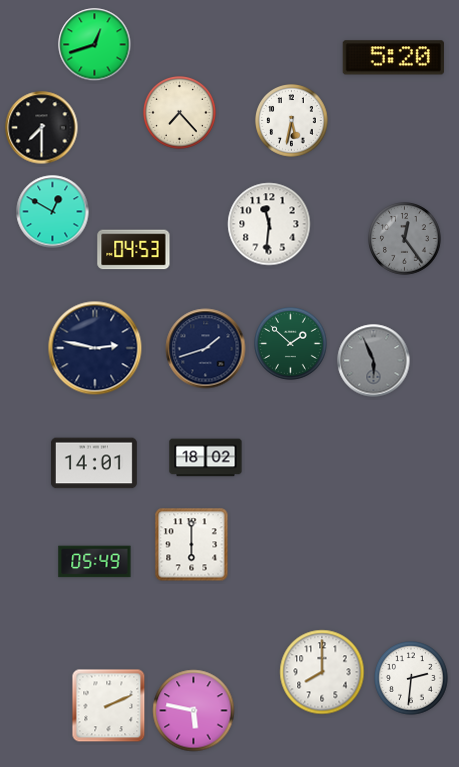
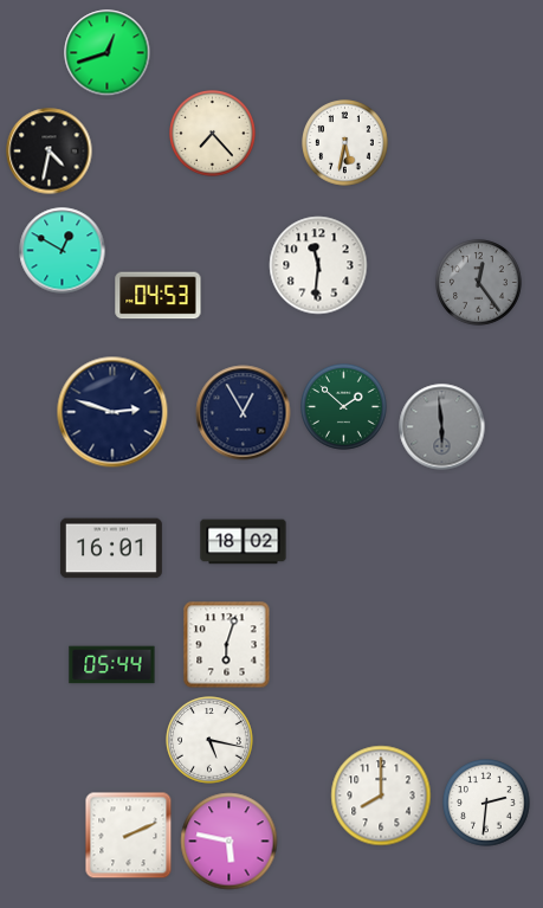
clock at (95, 45) position: (95, 45) -> (108, 53)
clock at (393, 58): 5:20 -> none
clock at (42, 128): 7:30 -> 4:32
clock at (95, 348): 2:47 -> 2:48
clock at (206, 349): 1:42 -> 12:55
clock at (374, 361): 5:56 -> 5:59
clock at (94, 463): 14:01 -> 16:01
clock at (192, 545): 6:00 -> 6:03
clock at (95, 562): 05:49 -> 05:44
clock at (209, 740): none -> 5:17
